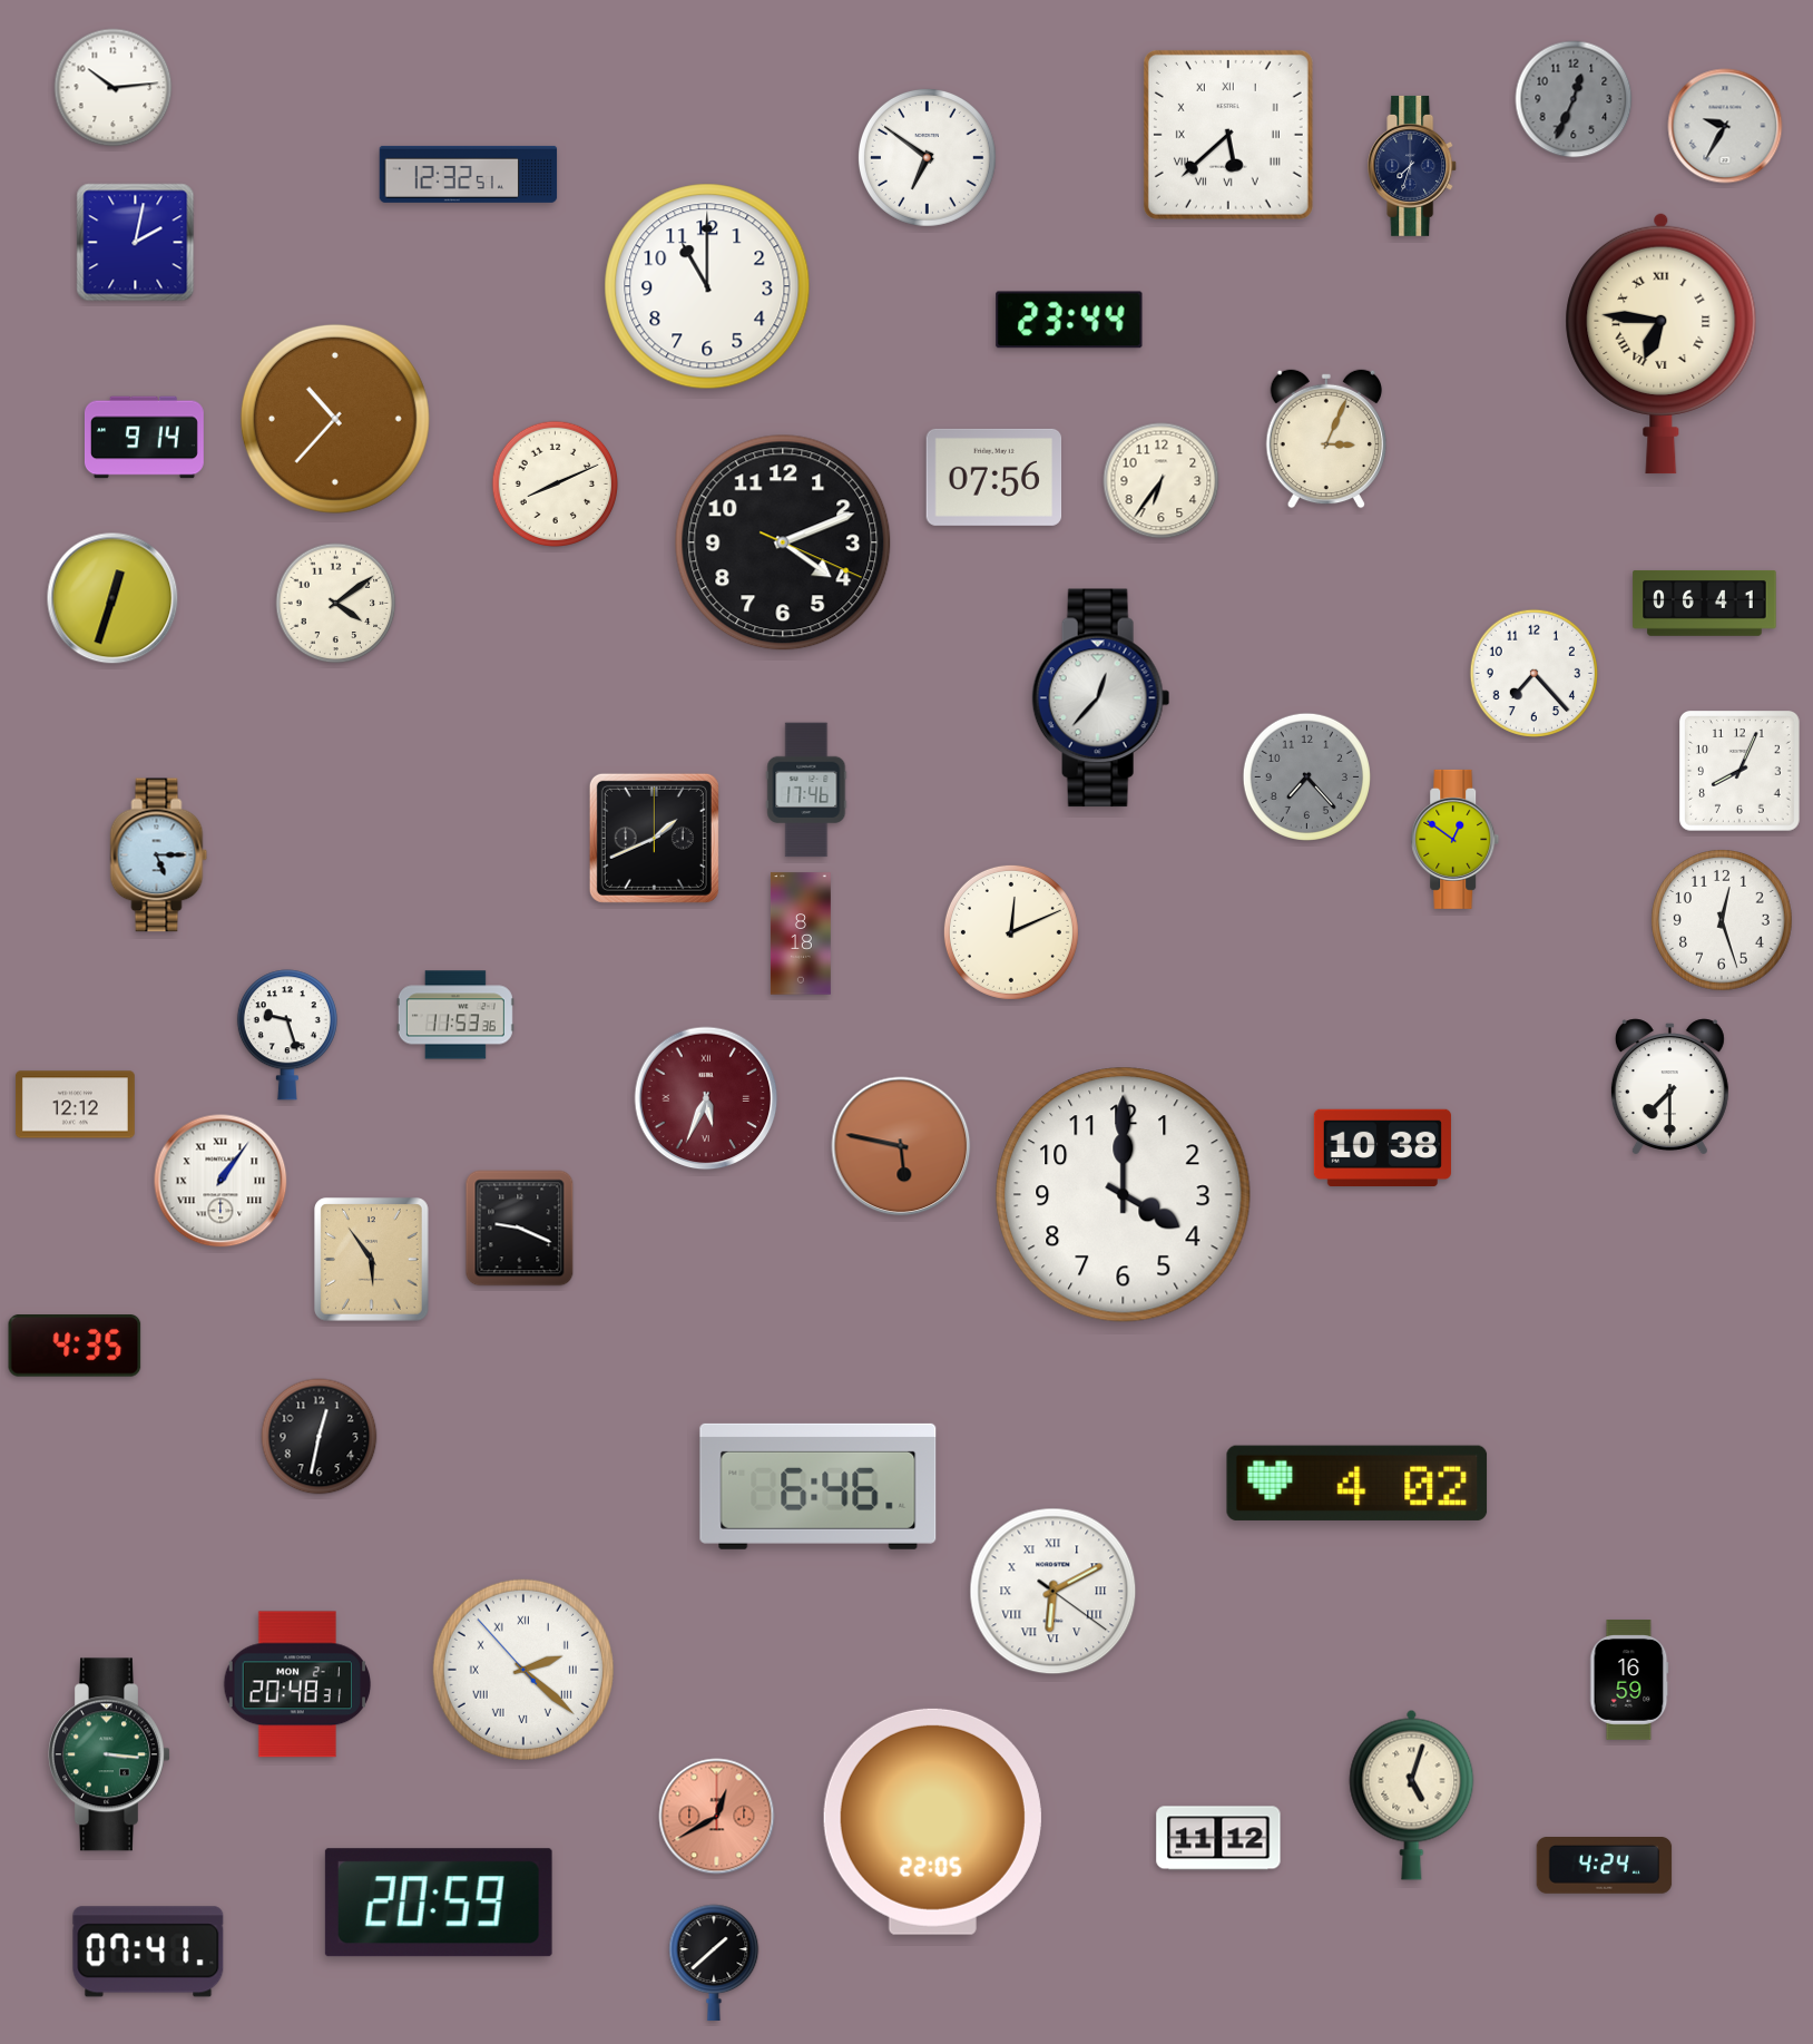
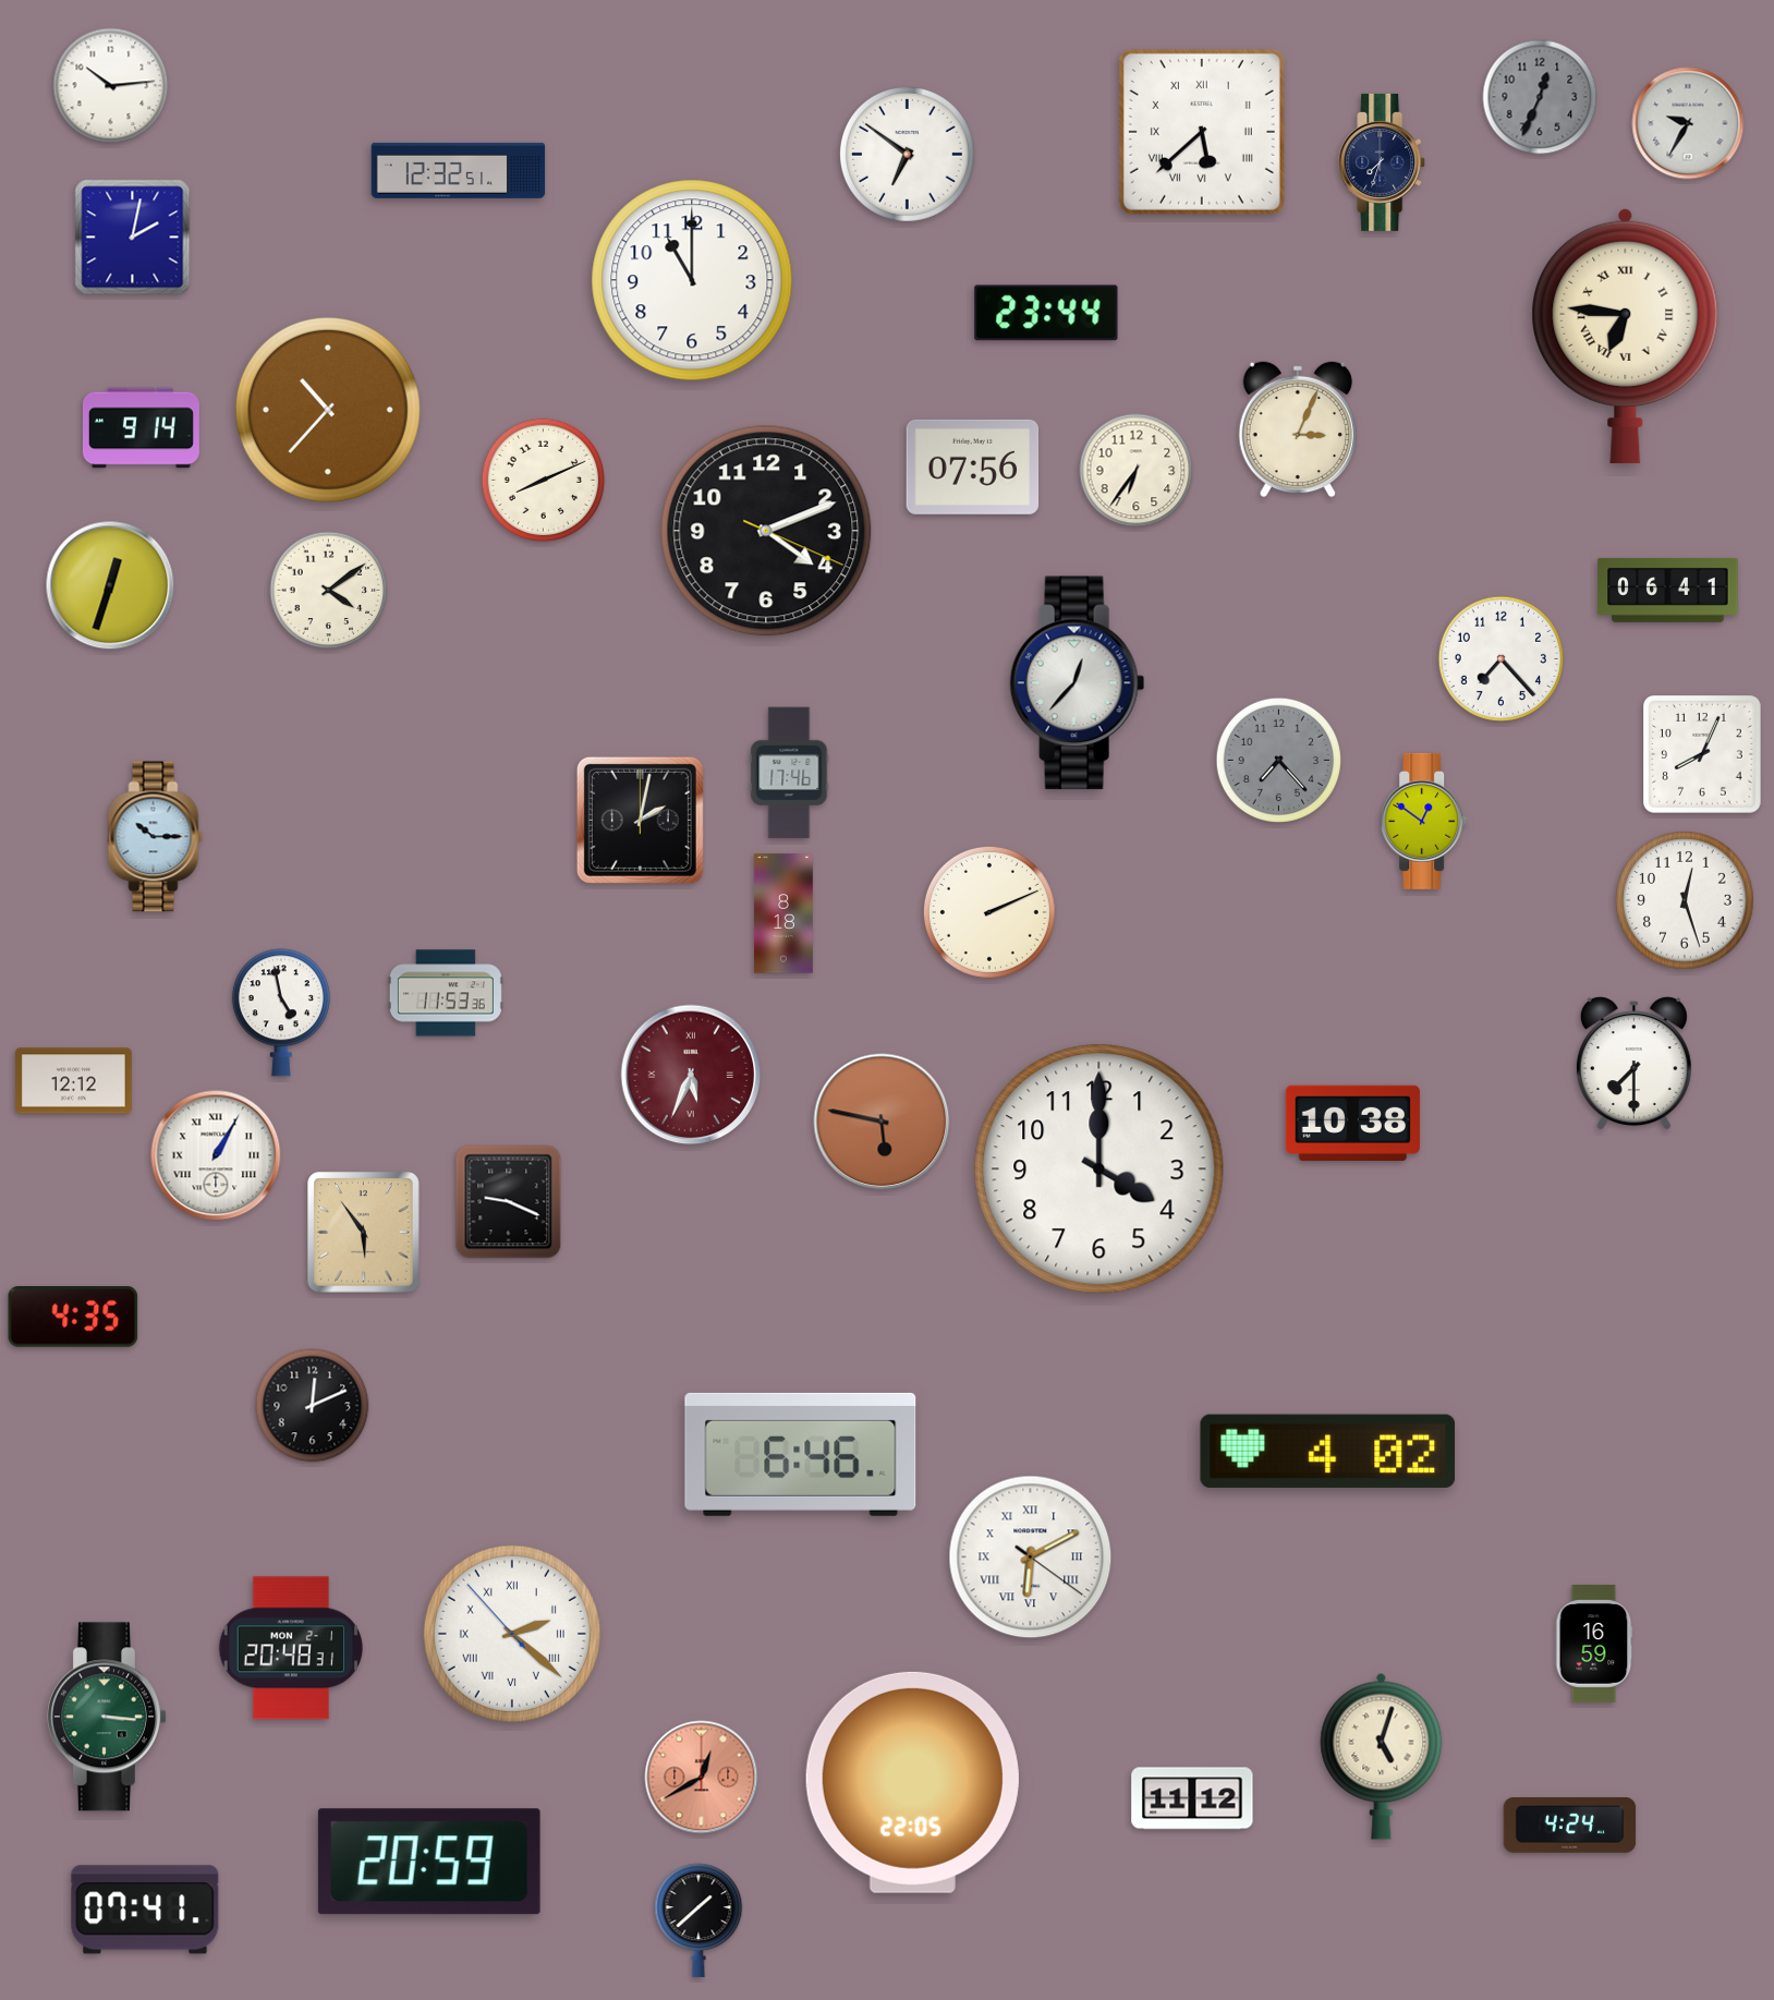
clock at (555, 483) position: (555, 483) -> (543, 480)
clock at (654, 838): 1:41 -> 2:02
clock at (159, 855): 5:15 -> 10:15
clock at (1011, 932): 12:11 -> 2:11
clock at (287, 1035): 9:27 -> 4:58
clock at (220, 1181): 1:06 -> 1:05
clock at (320, 1437): 12:32 -> 12:11
